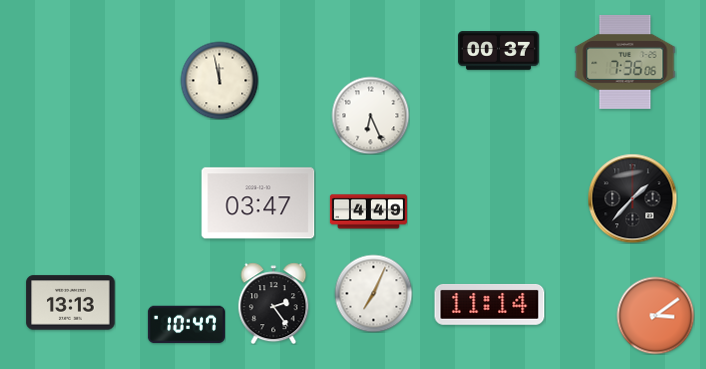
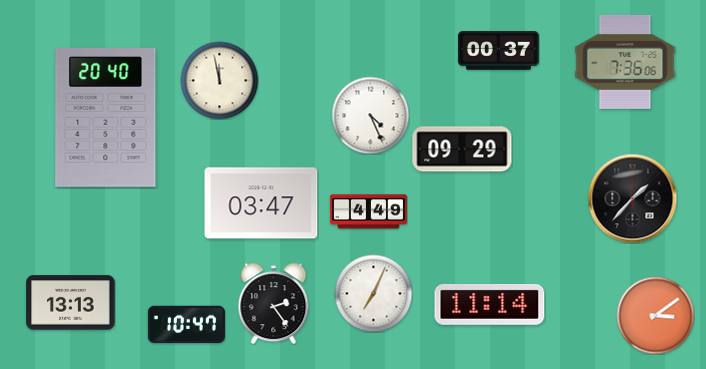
clock at (370, 115): 6:26 -> 4:26
clock at (106, 118): none -> 20:40
clock at (462, 149): none -> 09:29
clock at (258, 203) position: (258, 203) -> (261, 203)
